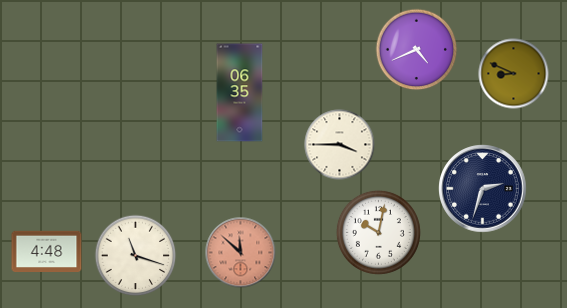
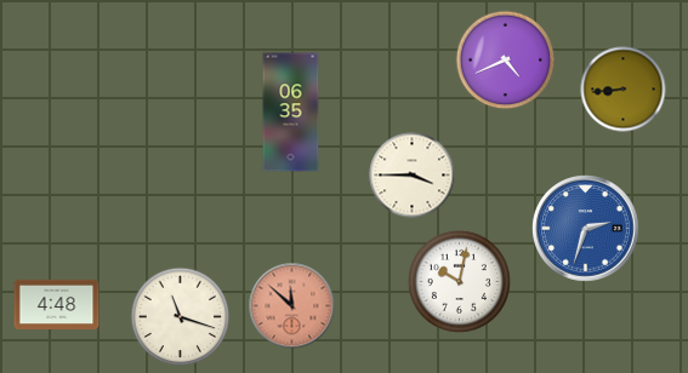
clock at (514, 74): 8:49 -> 8:44
clock at (483, 189) dial: navy -> blue
clock at (136, 256) position: (136, 256) -> (181, 317)
